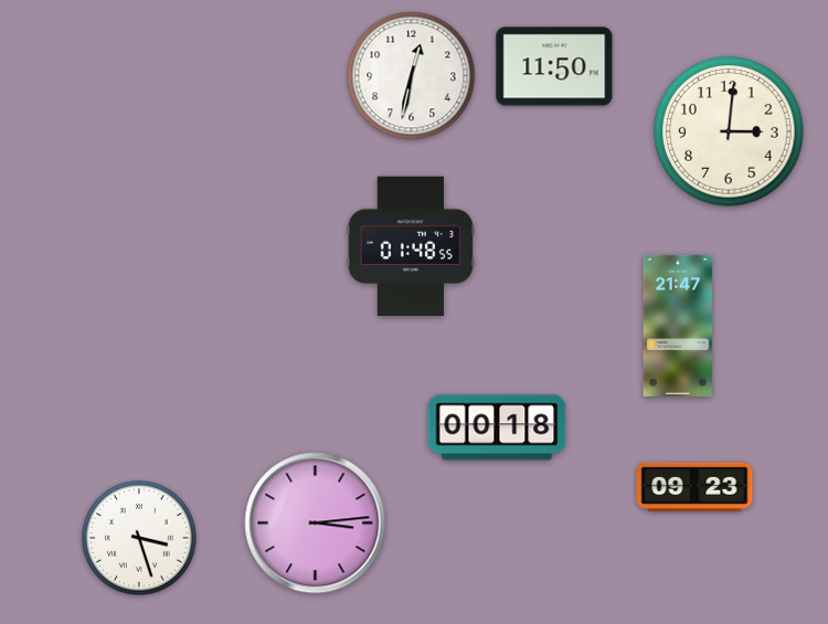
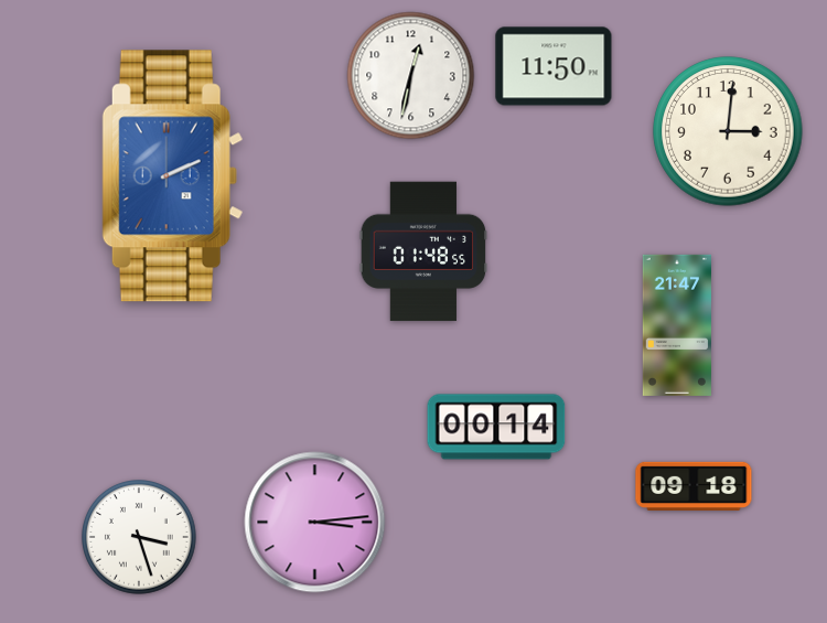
clock at (173, 176): none -> 2:11
clock at (411, 246) position: (411, 246) -> (423, 251)
clock at (497, 427): 00:18 -> 00:14
clock at (694, 486): 09:23 -> 09:18
